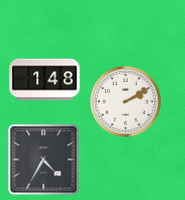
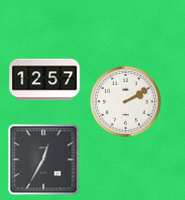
clock at (45, 80): 1:48 -> 12:57
clock at (44, 160): 4:35 -> 12:35
